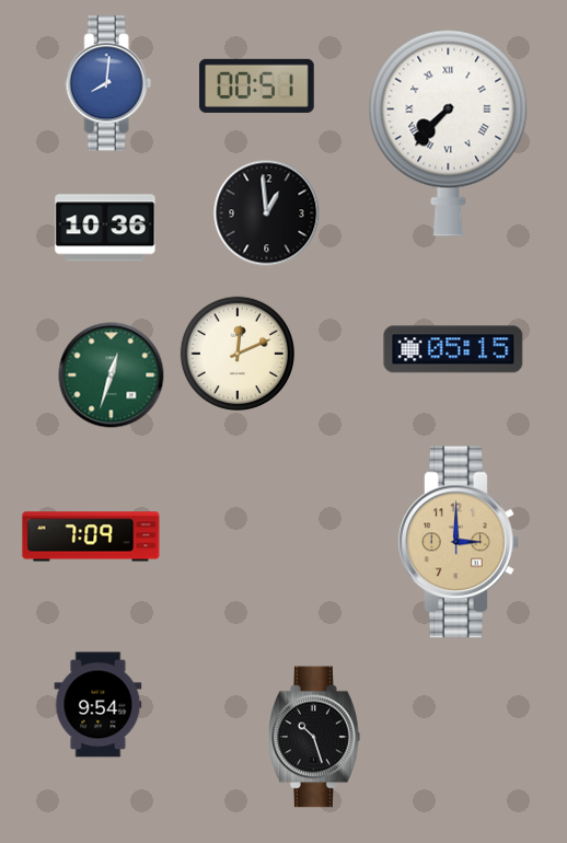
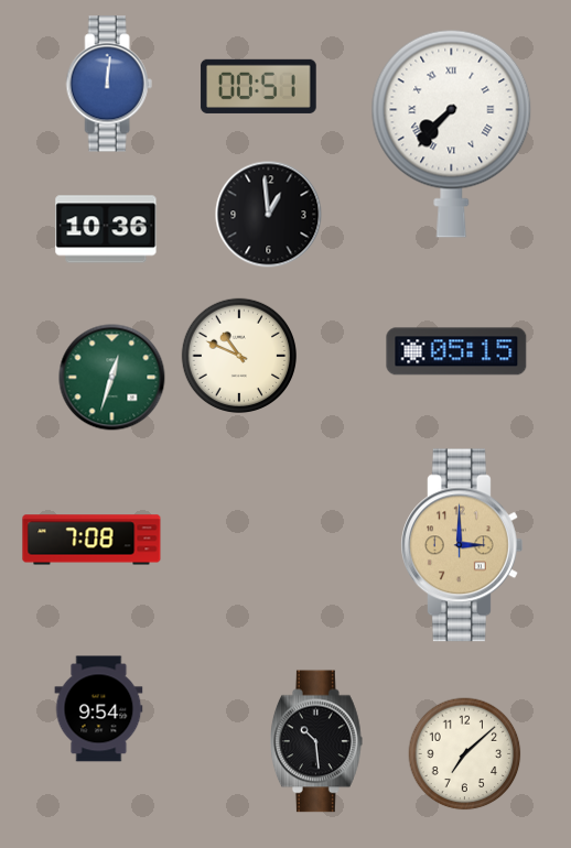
clock at (108, 83): 8:01 -> 12:01
clock at (238, 354): 12:11 -> 10:49
clock at (91, 536): 7:09 -> 7:08
clock at (315, 737): 10:27 -> 10:29
clock at (465, 754): none -> 7:08
